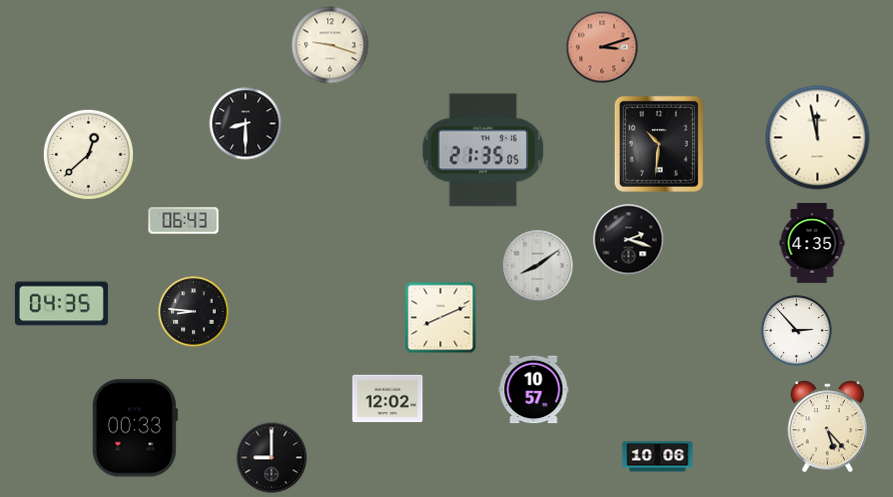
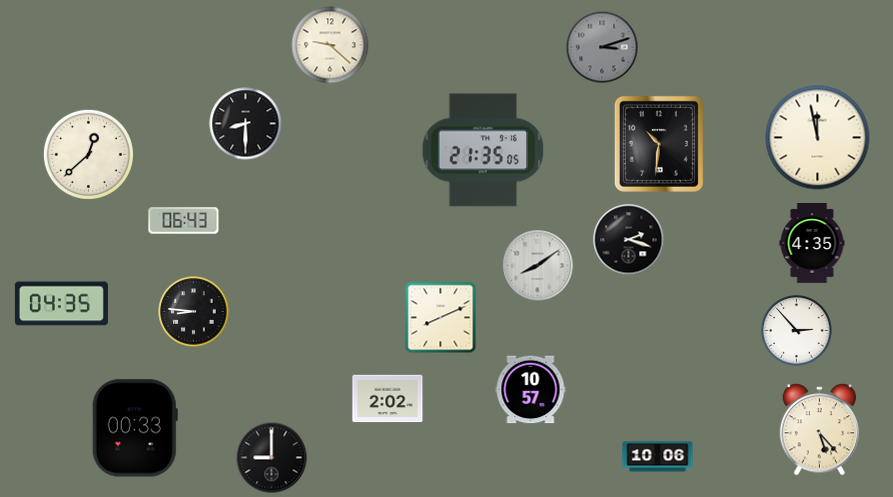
clock at (330, 45): 9:18 -> 9:22
clock at (602, 47) dial: salmon -> grey
clock at (534, 390) position: (534, 390) -> (531, 390)
clock at (388, 399): 12:02 -> 2:02
clock at (828, 427) position: (828, 427) -> (820, 430)
